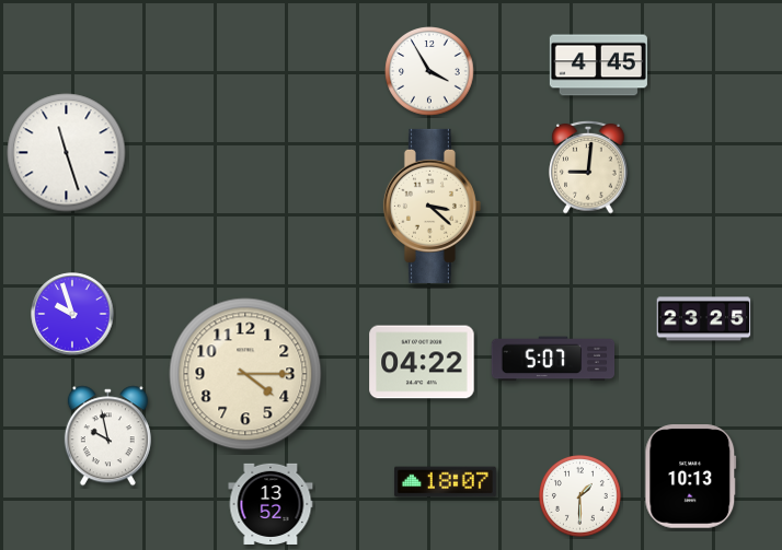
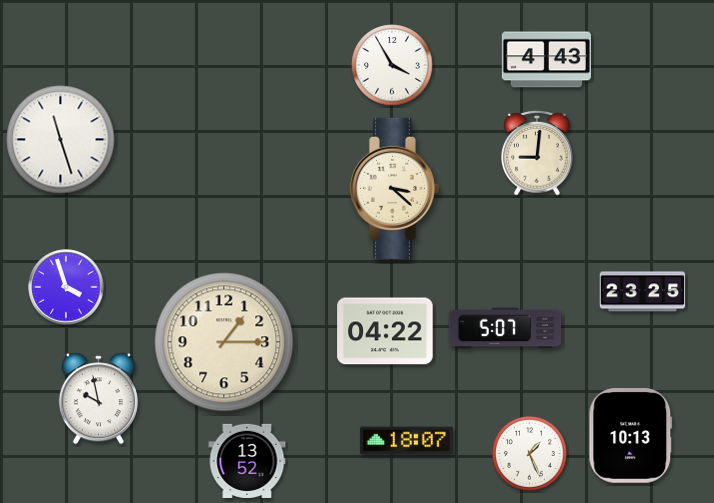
clock at (598, 66): 4:45 -> 4:43
clock at (72, 314): 9:57 -> 3:57
clock at (245, 374): 4:15 -> 1:15
clock at (580, 496): 1:30 -> 1:26
